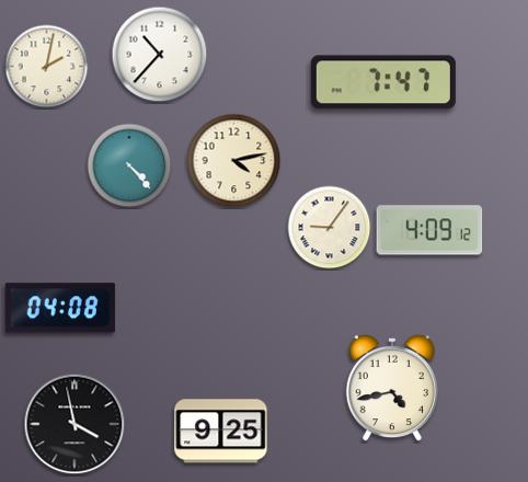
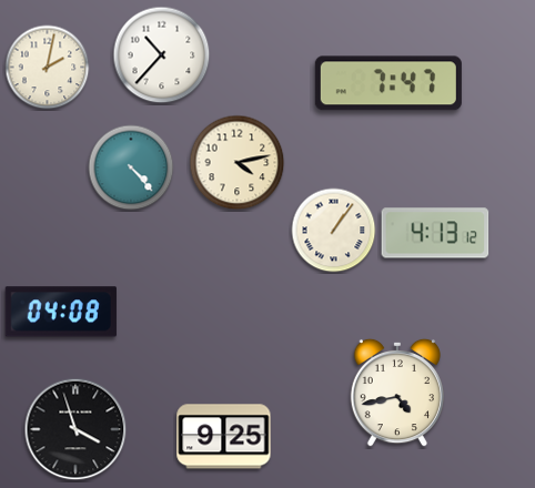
clock at (330, 228): 9:06 -> 1:06
clock at (429, 230): 4:09 -> 4:13
clock at (74, 424): 3:58 -> 3:57
